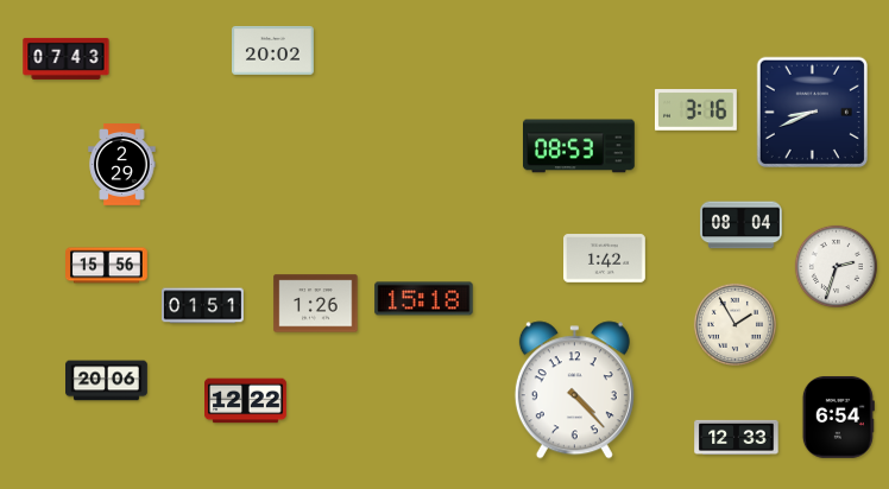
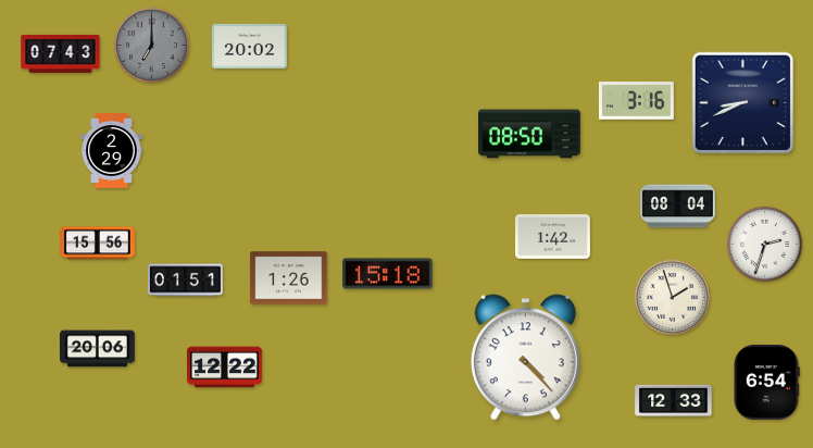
clock at (151, 45): none -> 7:00
clock at (580, 146): 08:53 -> 08:50
clock at (734, 324): 1:55 -> 1:57
